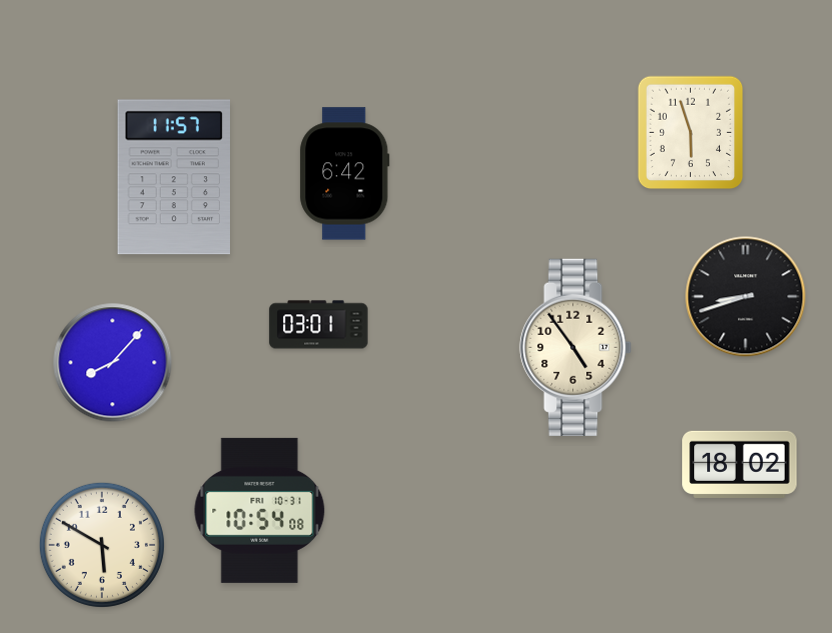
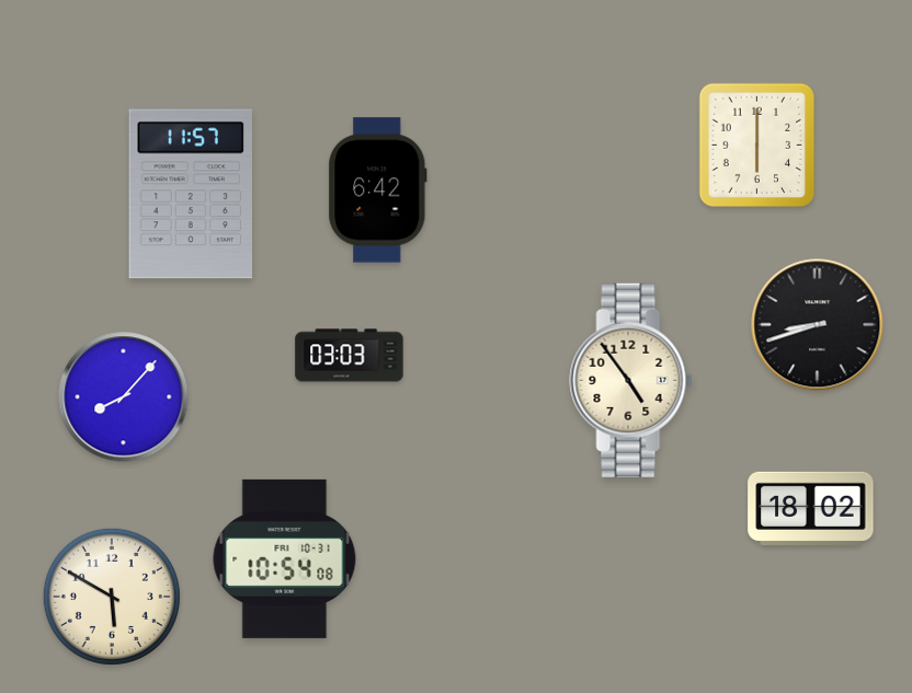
clock at (691, 133): 5:57 -> 6:00
clock at (319, 325): 03:01 -> 03:03
